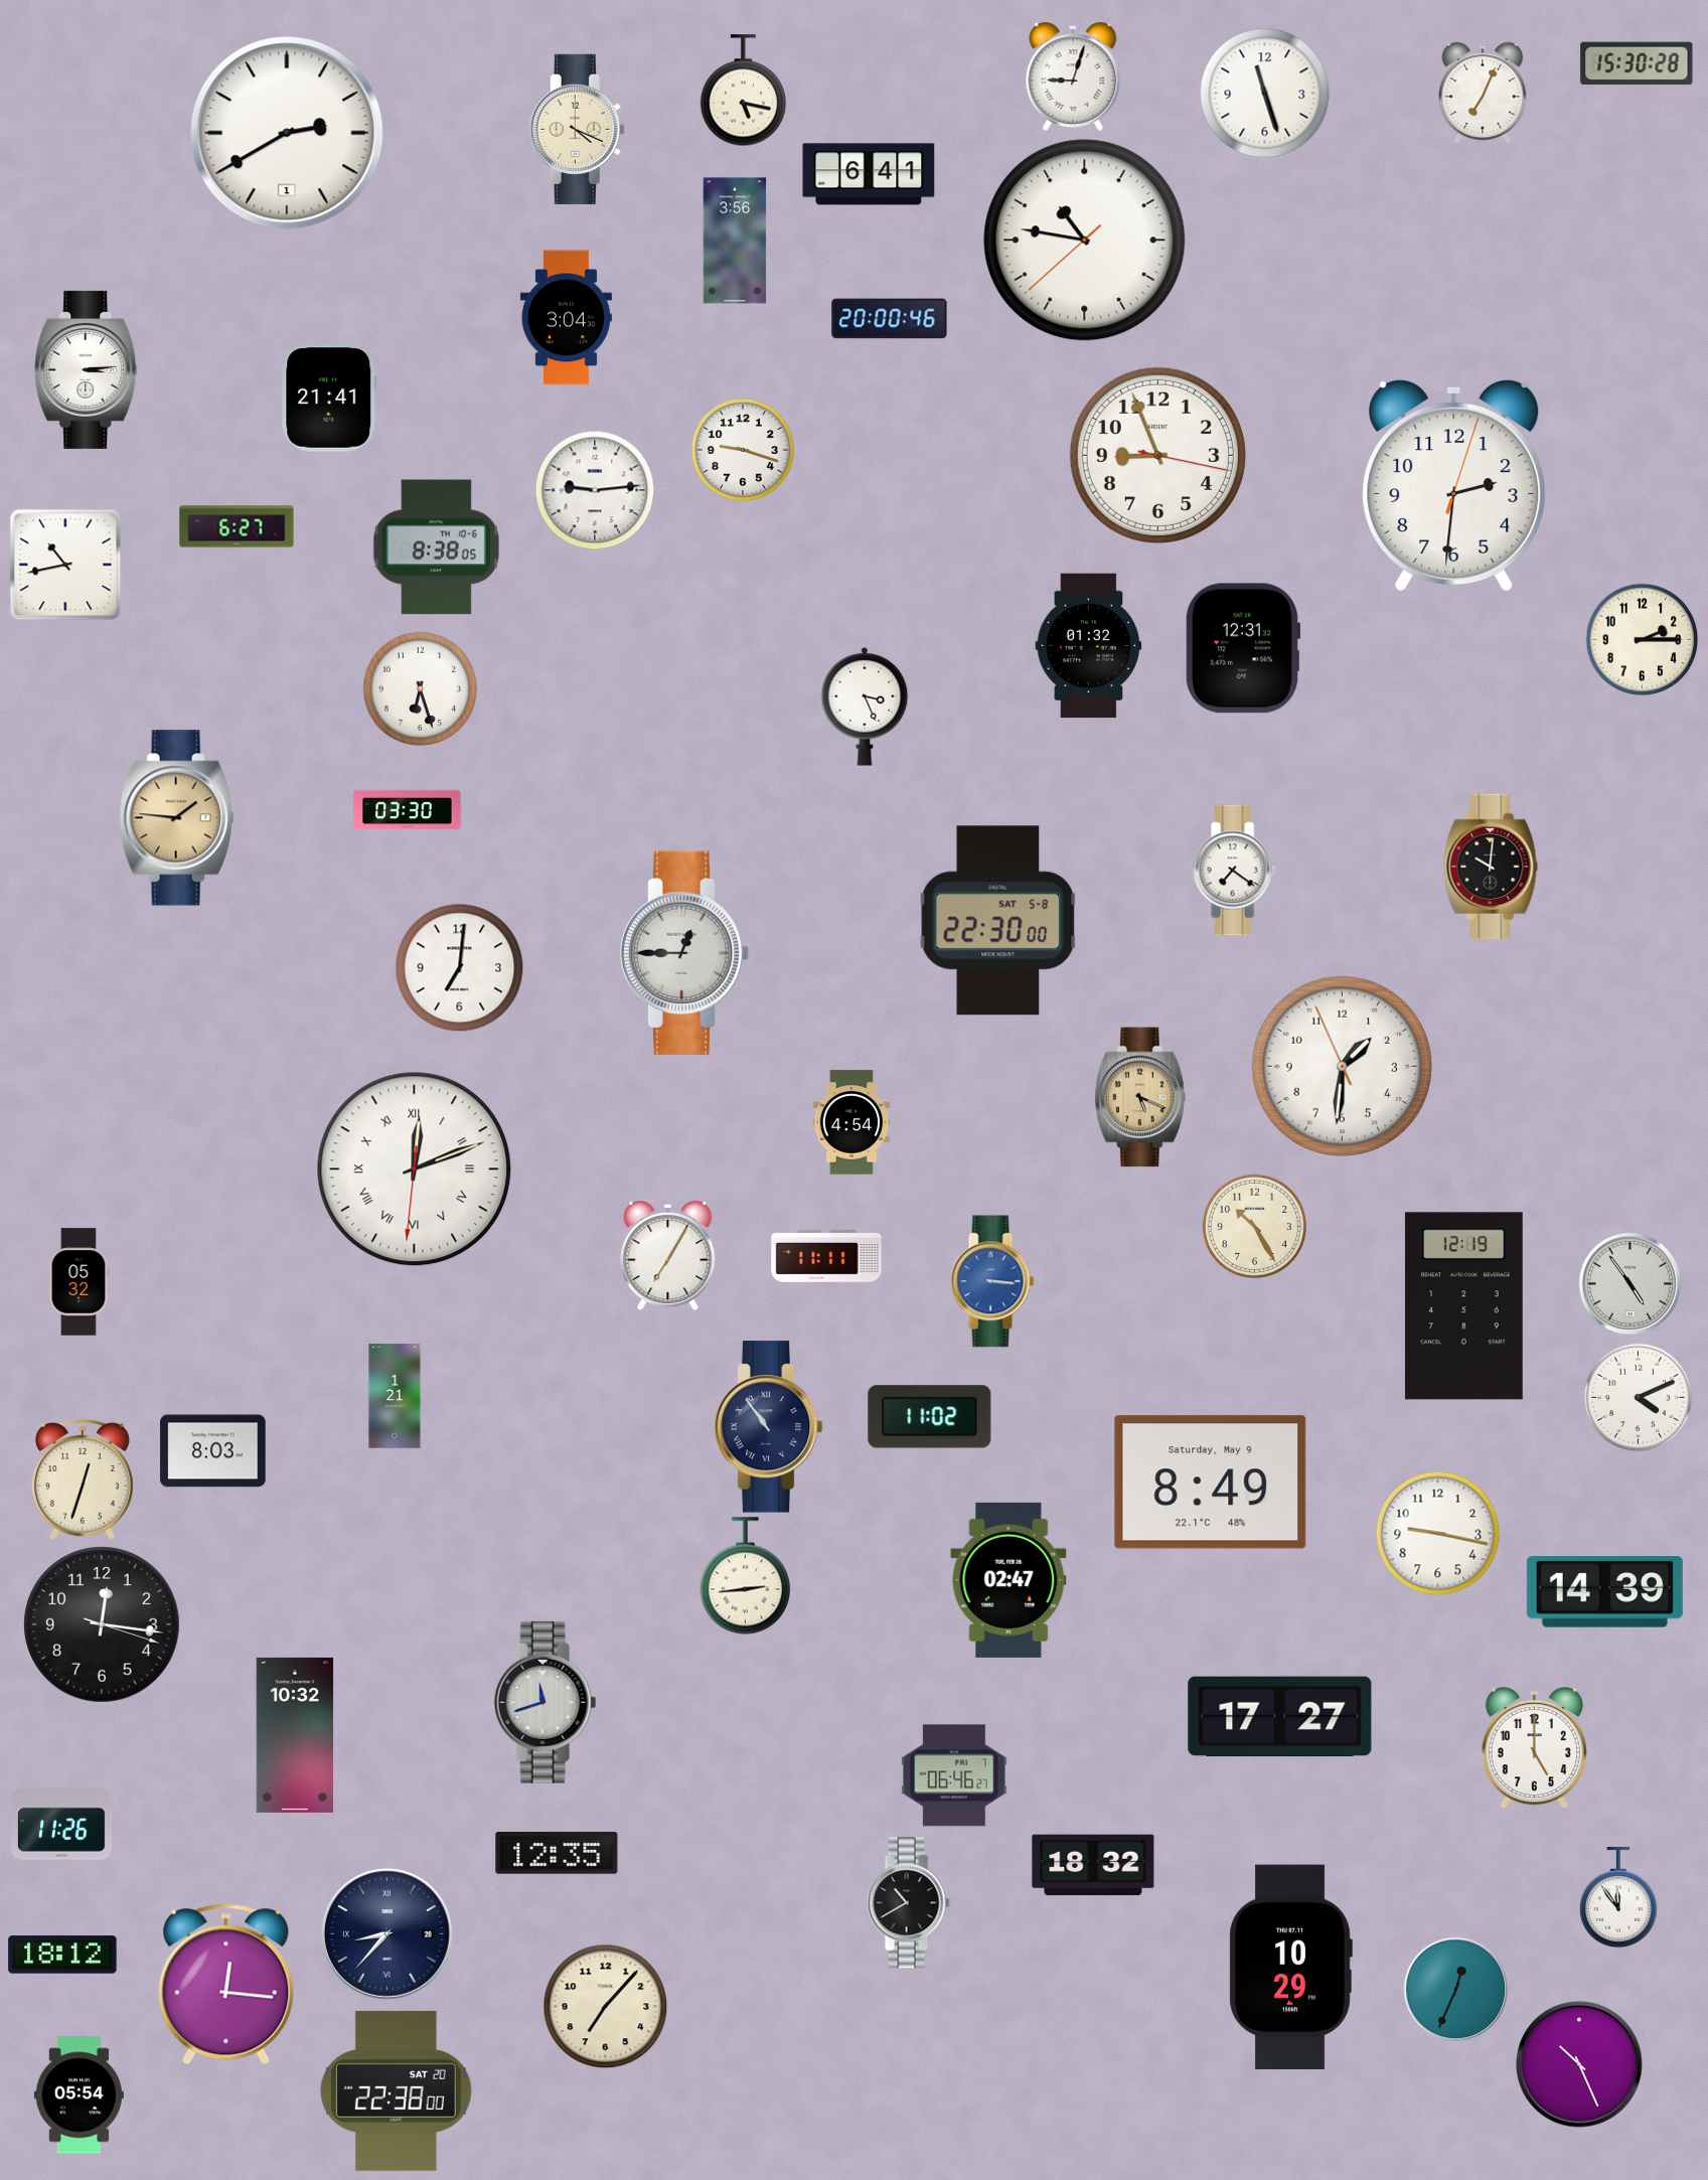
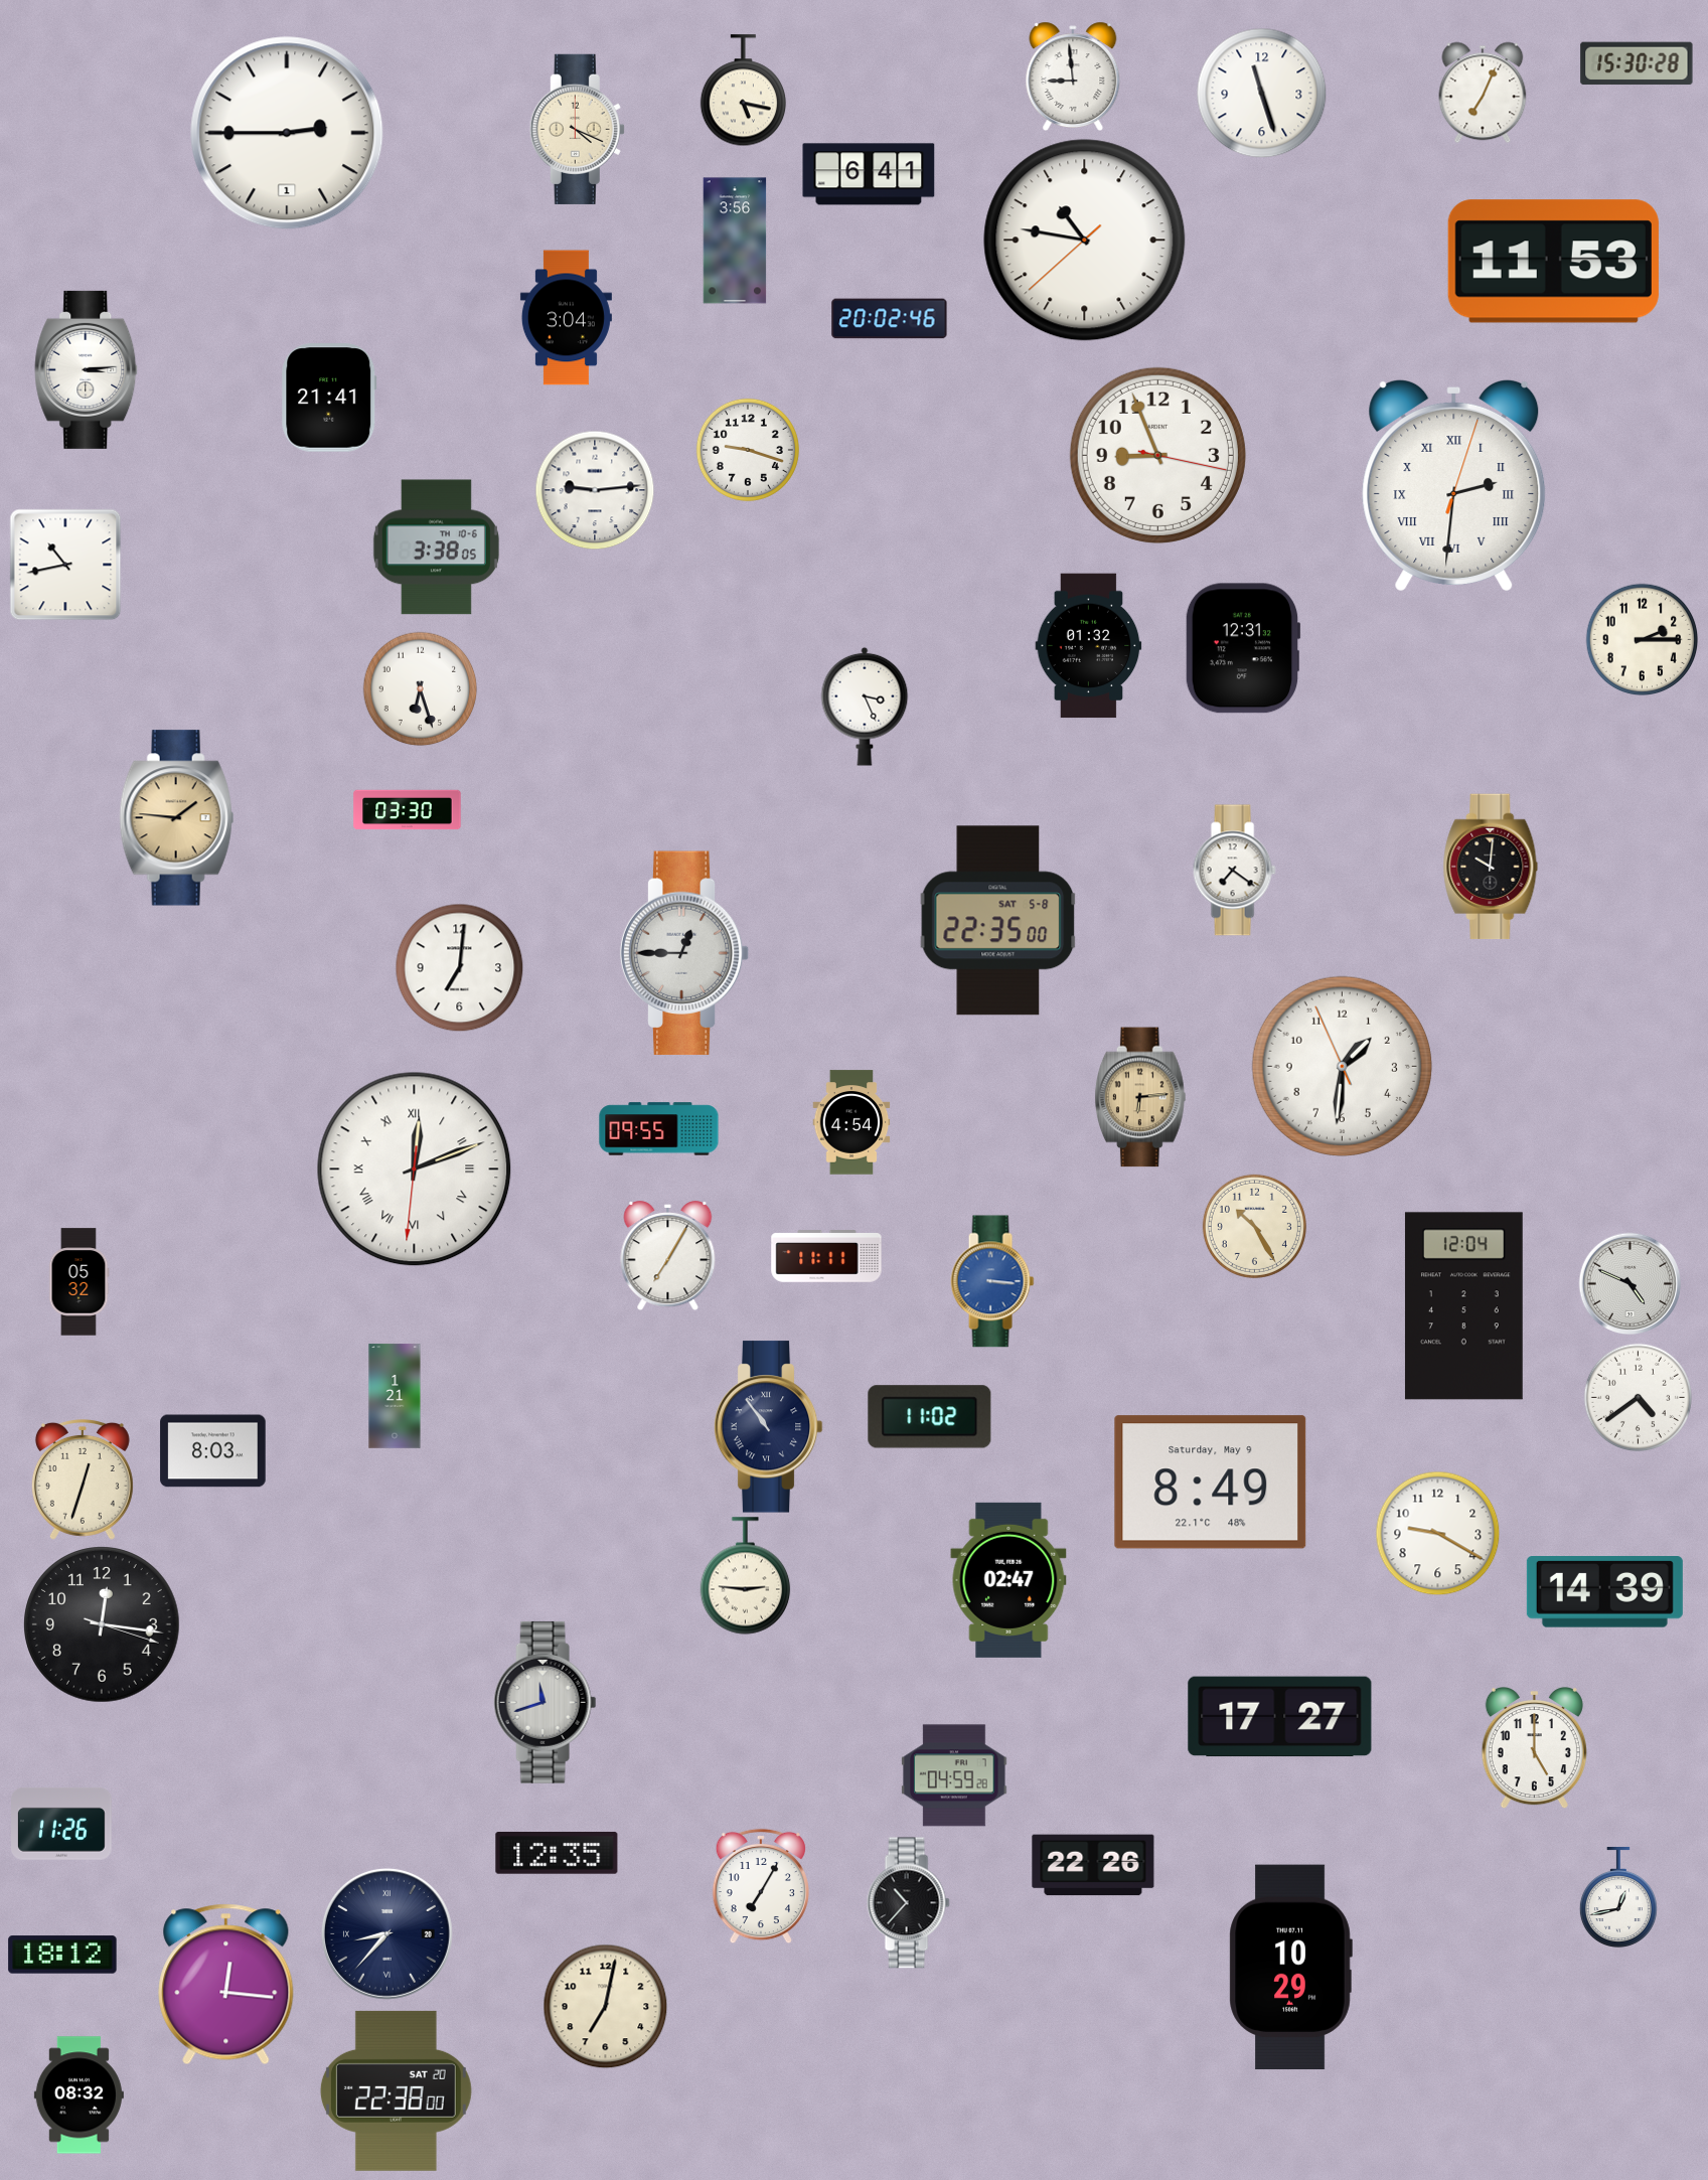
clock at (1073, 75): 9:03 -> 8:59
clock at (1264, 93) position: (1264, 93) -> (1261, 93)
clock at (287, 133): 2:40 -> 2:45
clock at (1553, 262): none -> 11:53
clock at (890, 319): 20:00 -> 20:02
clock at (743, 450) position: (743, 450) -> (748, 450)
clock at (1454, 485) numerals: Arabic -> Roman
clock at (237, 526): 6:27 -> none
clock at (436, 548): 8:38 -> 3:38
clock at (998, 921): 22:30 -> 22:35
clock at (1140, 1097): 5:19 -> 6:14
clock at (659, 1129): none -> 09:55
clock at (1629, 1283): 4:54 -> 4:49
clock at (1463, 1306): 12:19 -> 12:04
clock at (1638, 1397): 4:11 -> 4:39
clock at (1437, 1533): 9:17 -> 9:20
clock at (746, 1576): 2:44 -> 2:46
clock at (295, 1735): 10:32 -> none
clock at (954, 1775): 06:46 -> 04:59
clock at (1093, 1865): 18:32 -> 22:26
clock at (761, 1886): none -> 7:05
clock at (1618, 1897): 11:54 -> 12:43
clock at (908, 1903): 10:40 -> 10:37
clock at (1455, 1989): 12:34 -> none
clock at (605, 2006): 7:07 -> 7:02
clock at (1579, 2064): 10:26 -> none
clock at (79, 2095): 05:54 -> 08:32
